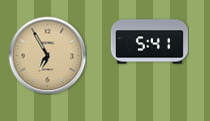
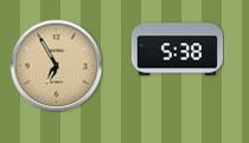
clock at (149, 42): 5:41 -> 5:38
